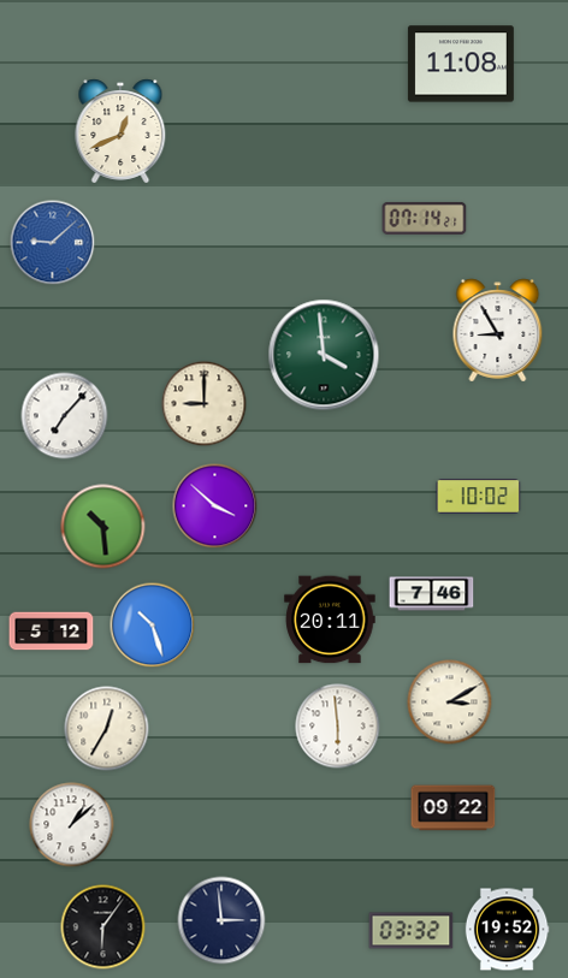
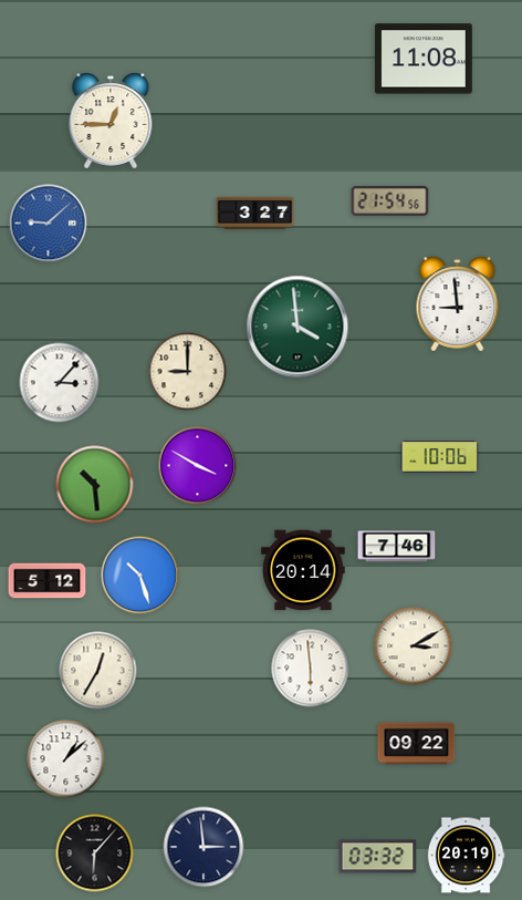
clock at (120, 131): 12:41 -> 12:45
clock at (425, 218): 07:14 -> 21:54
clock at (255, 213): none -> 3:27
clock at (498, 331): 8:55 -> 8:59
clock at (65, 416): 7:07 -> 3:07
clock at (479, 497): 10:02 -> 10:06
clock at (215, 506): 3:52 -> 3:50
clock at (330, 620): 20:11 -> 20:14
clock at (103, 927): 6:06 -> 6:07
clock at (507, 930): 19:52 -> 20:19
